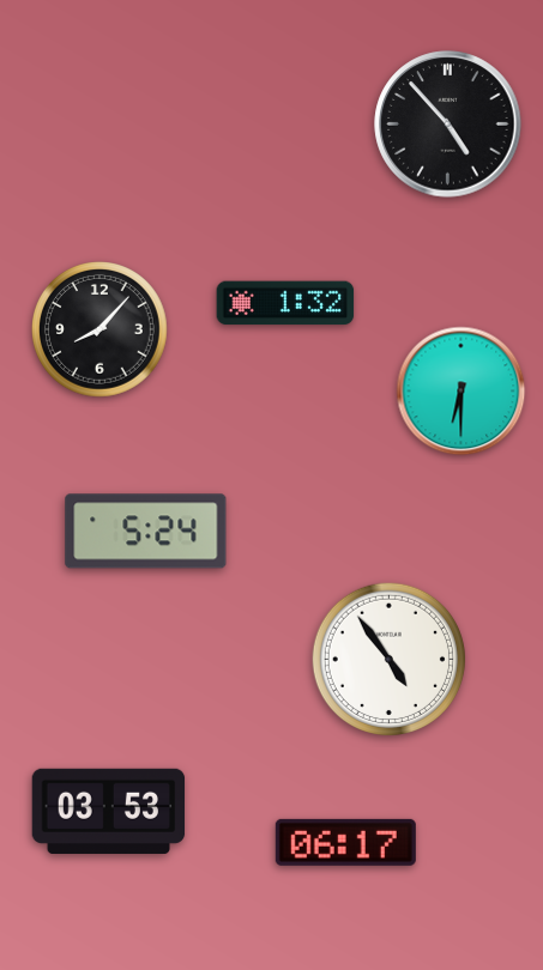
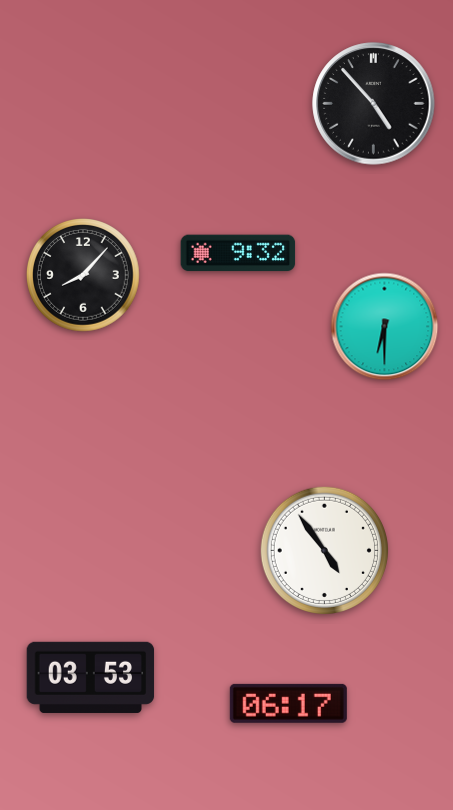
clock at (285, 303): 1:32 -> 9:32
clock at (146, 532): 5:24 -> none
